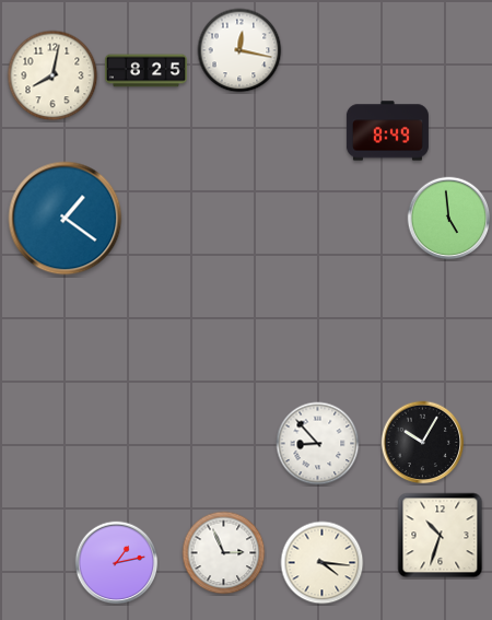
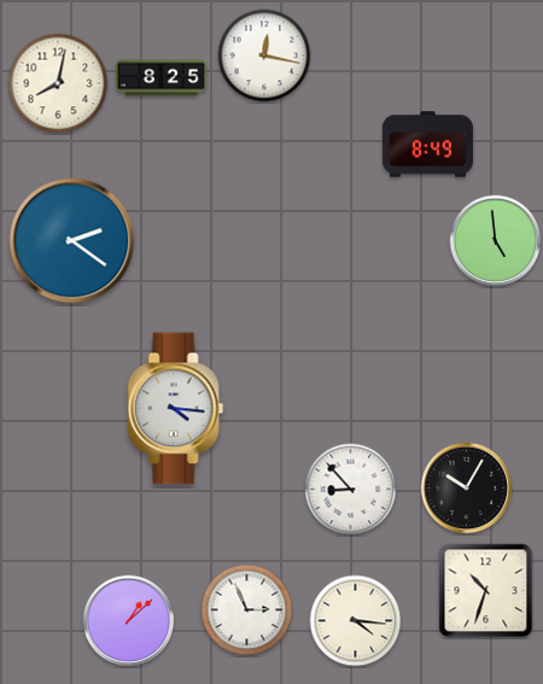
clock at (66, 219): 1:21 -> 2:21
clock at (176, 409): none -> 4:16
clock at (117, 563): 1:13 -> 1:08
